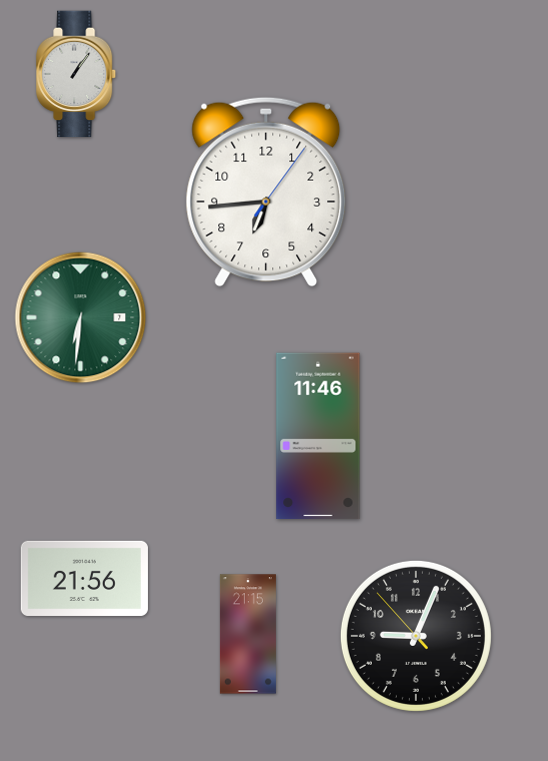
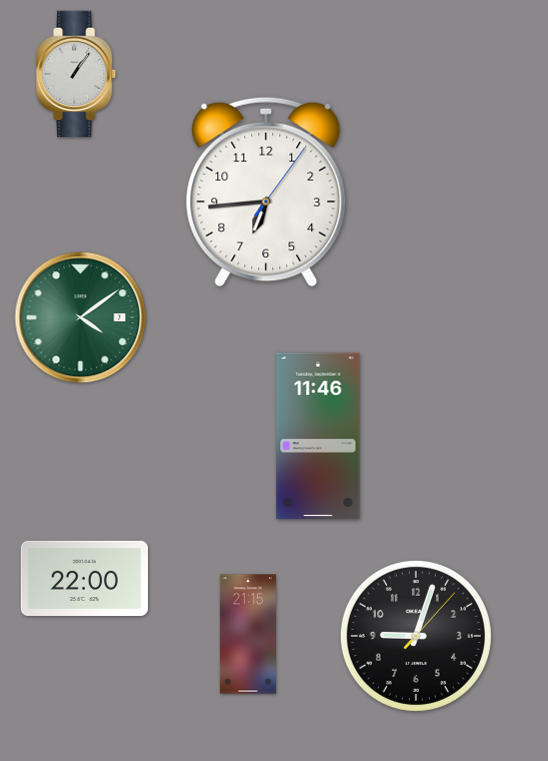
clock at (81, 318): 6:31 -> 4:09
clock at (84, 578): 21:56 -> 22:00
clock at (416, 636): 9:03:53 -> 9:03:07
